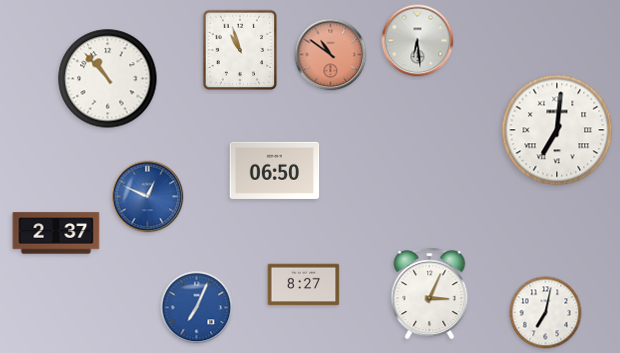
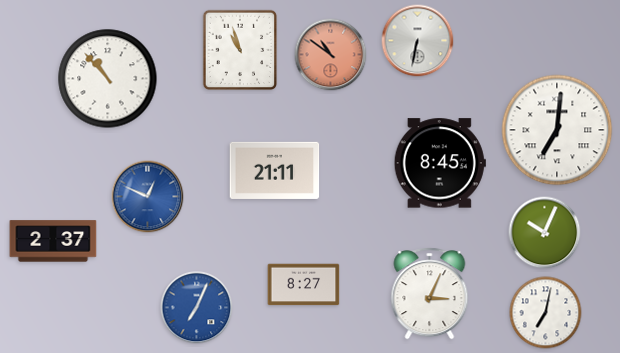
clock at (418, 41): 6:29 -> 6:32
clock at (440, 163): none -> 8:45
clock at (275, 170): 06:50 -> 21:11
clock at (56, 233) position: (56, 233) -> (53, 241)
clock at (545, 233): none -> 10:04
